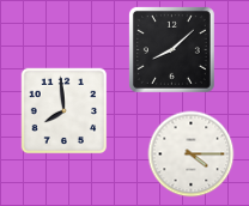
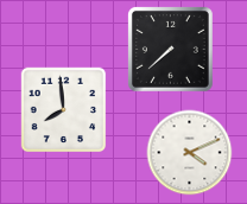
clock at (171, 49): 8:08 -> 7:38
clock at (192, 154): 4:15 -> 4:11
